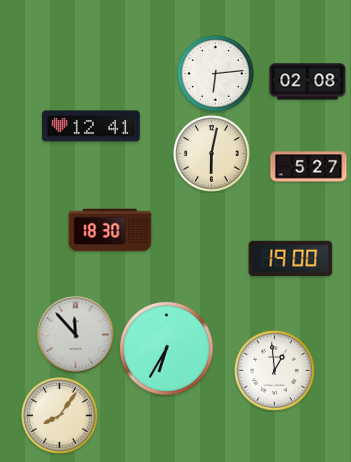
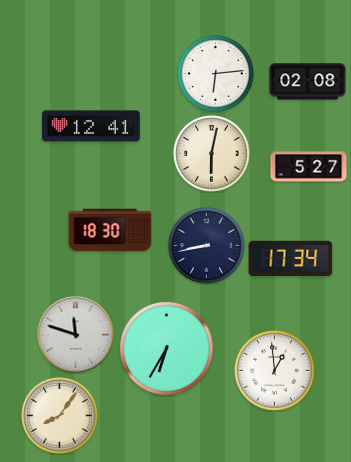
clock at (207, 246): none -> 8:43
clock at (291, 259): 19:00 -> 17:34
clock at (76, 335): 11:53 -> 11:48
